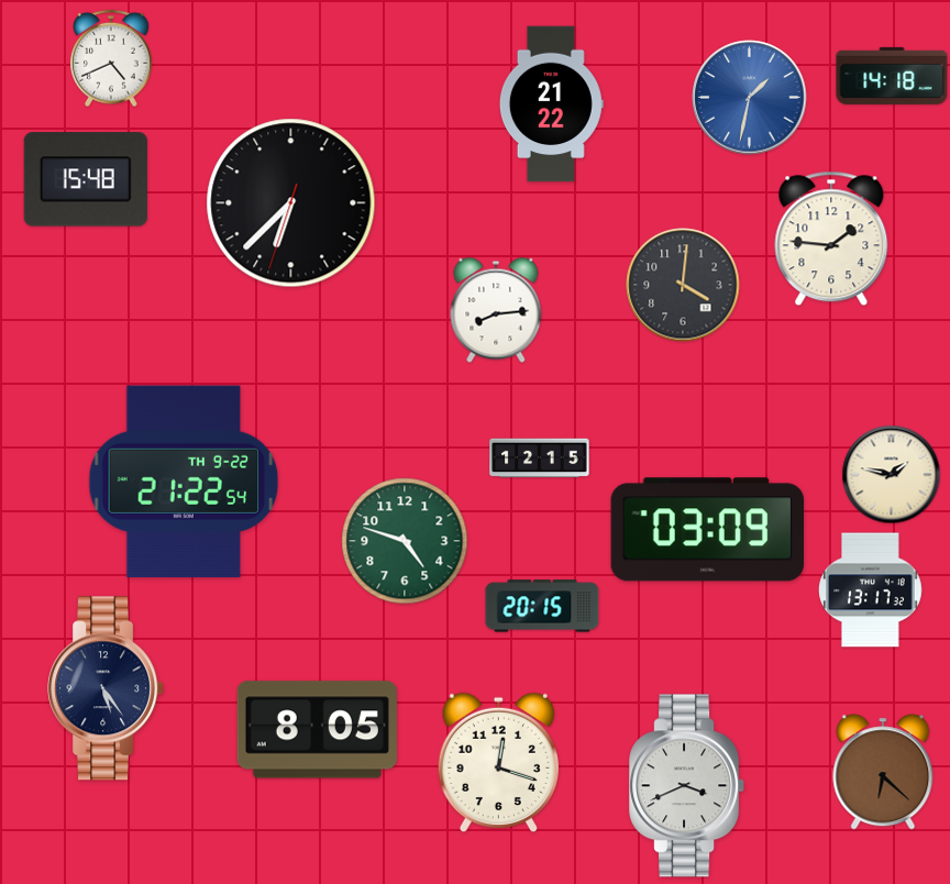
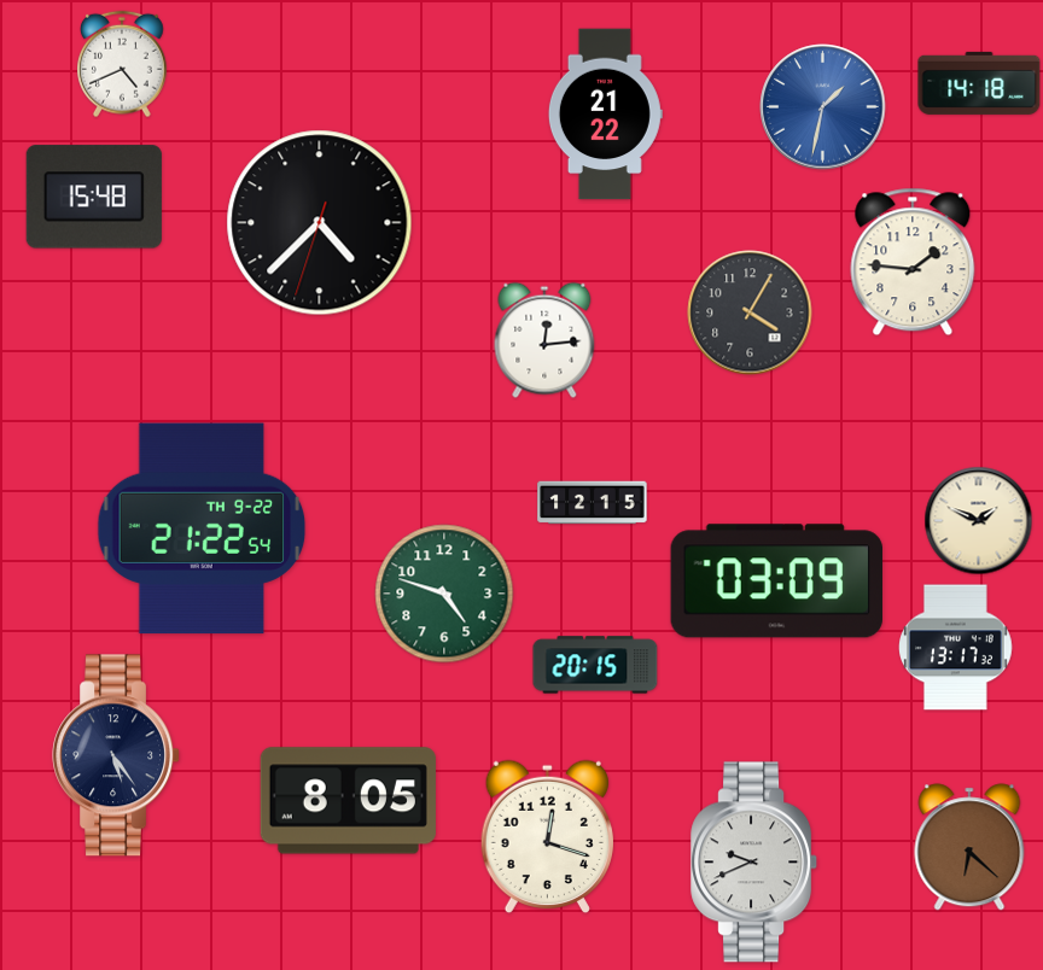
clock at (291, 203): 6:37 -> 4:37
clock at (683, 285): 4:01 -> 4:05
clock at (496, 310): 8:14 -> 12:14
clock at (892, 475): 1:47 -> 1:49
clock at (687, 786): 3:41 -> 9:41
